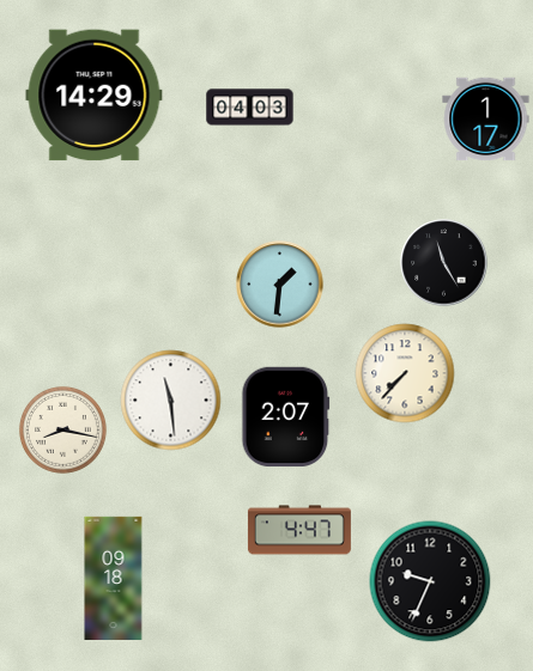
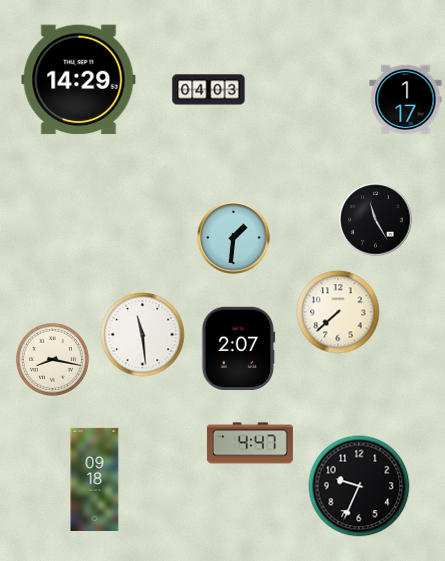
clock at (444, 263) position: (444, 263) -> (376, 220)
clock at (405, 373): 7:37 -> 7:38
clock at (114, 578) position: (114, 578) -> (95, 479)
